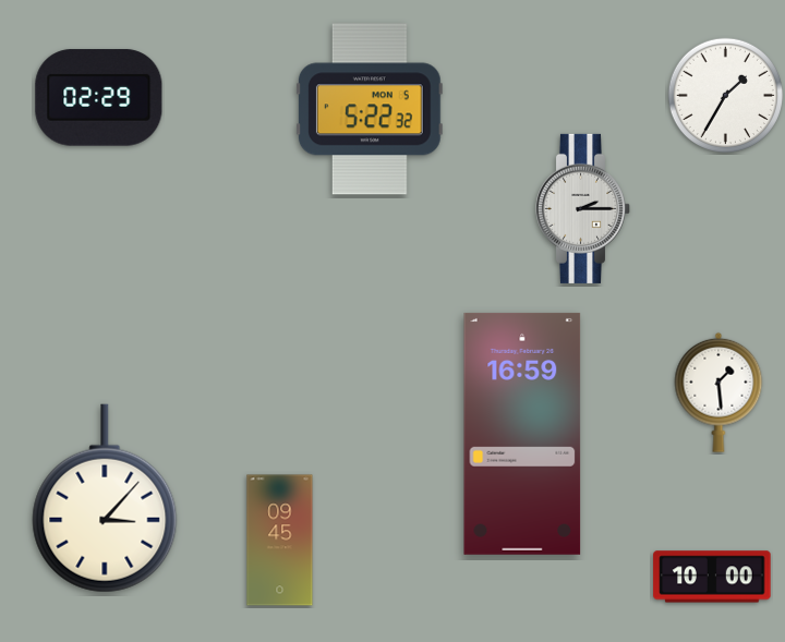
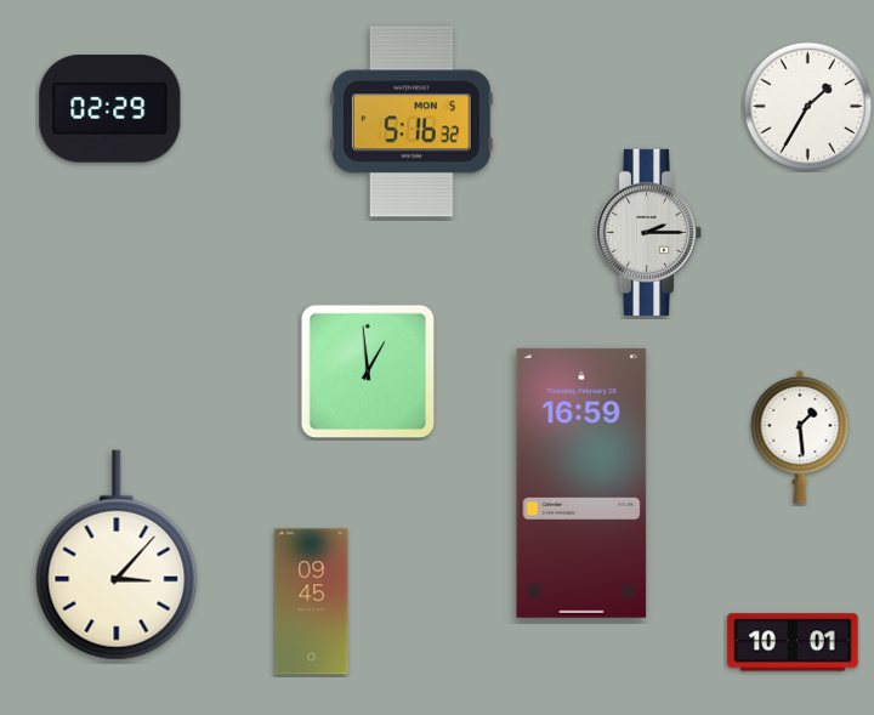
clock at (370, 109): 5:22 -> 5:16
clock at (368, 371): none -> 12:59
clock at (712, 577): 10:00 -> 10:01
